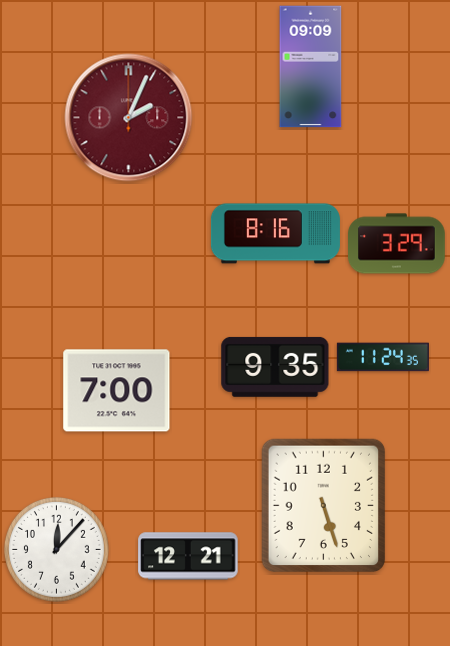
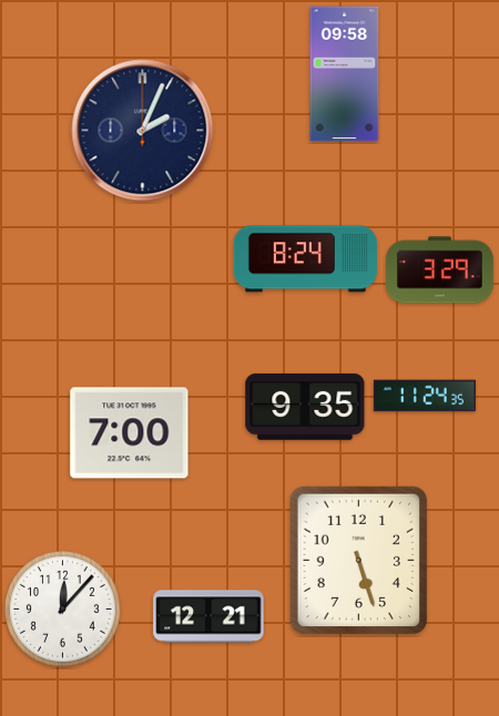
clock at (311, 67): 09:09 -> 09:58
clock at (129, 118) dial: burgundy -> navy
clock at (275, 234): 8:16 -> 8:24
